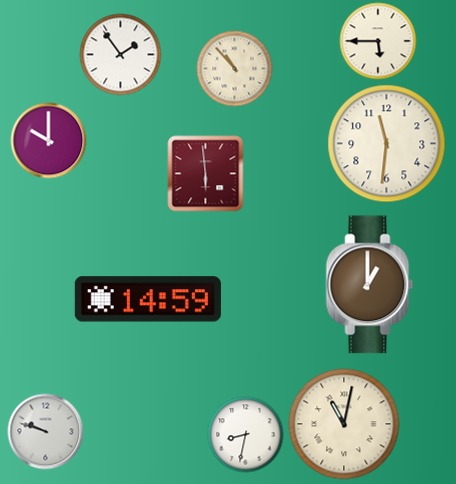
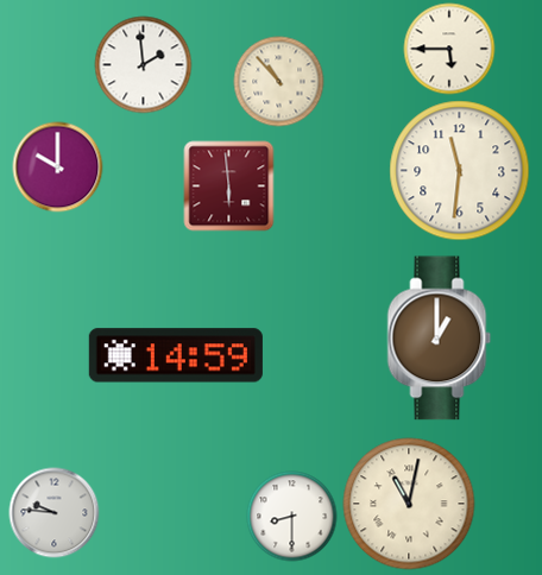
clock at (121, 55): 1:54 -> 1:59
clock at (206, 174) position: (206, 174) -> (229, 187)
clock at (46, 432): 9:48 -> 9:46
clock at (246, 435): 8:32 -> 8:30
